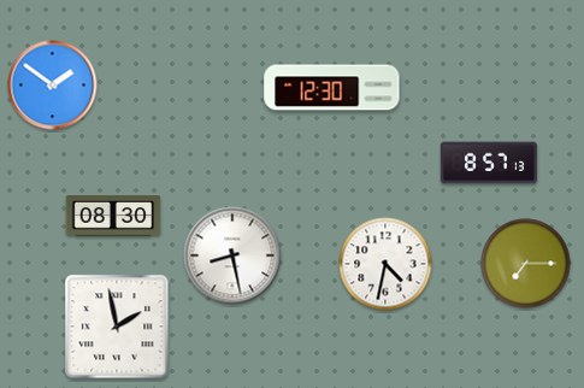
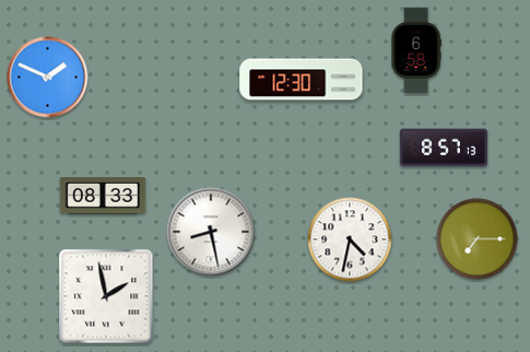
clock at (416, 50): none -> 6:58
clock at (53, 86): 1:51 -> 1:49
clock at (113, 216): 08:30 -> 08:33
